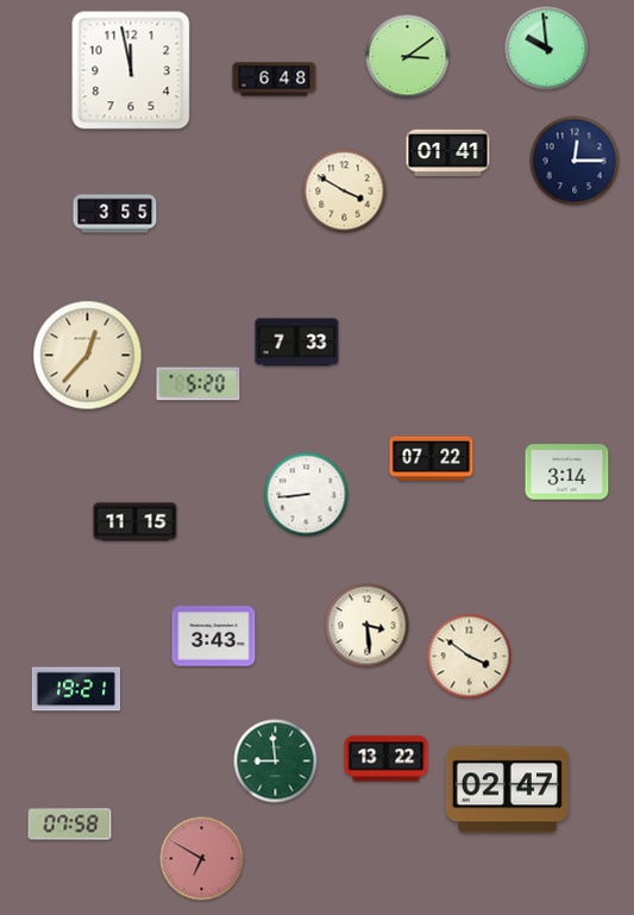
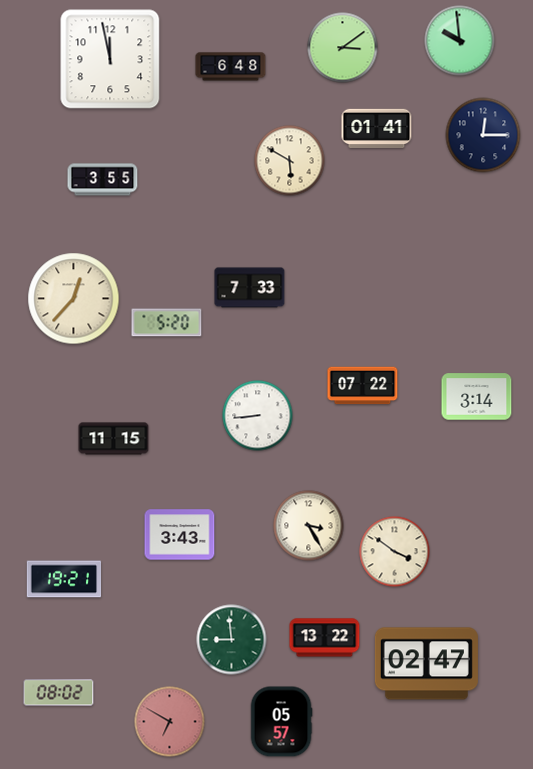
clock at (345, 192): 3:50 -> 5:50
clock at (115, 214) position: (115, 214) -> (103, 180)
clock at (368, 626): 3:29 -> 3:25
clock at (70, 825): 07:58 -> 08:02
clock at (281, 722): none -> 05:57
